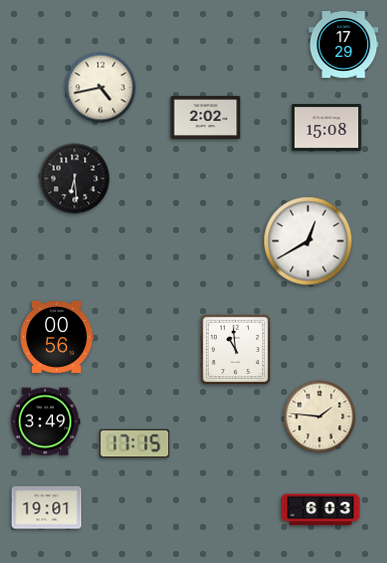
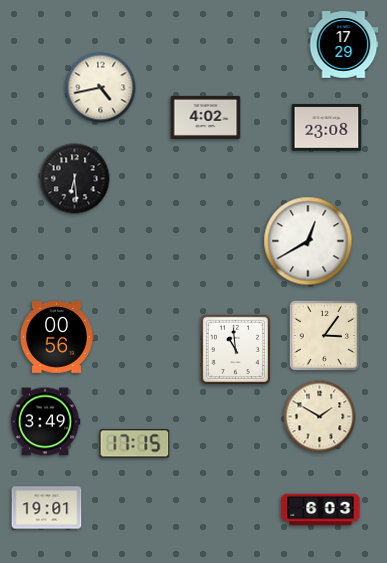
clock at (206, 117): 2:02 -> 4:02
clock at (327, 128): 15:08 -> 23:08
clock at (325, 336): none -> 3:06
clock at (320, 417): 1:46 -> 1:50
